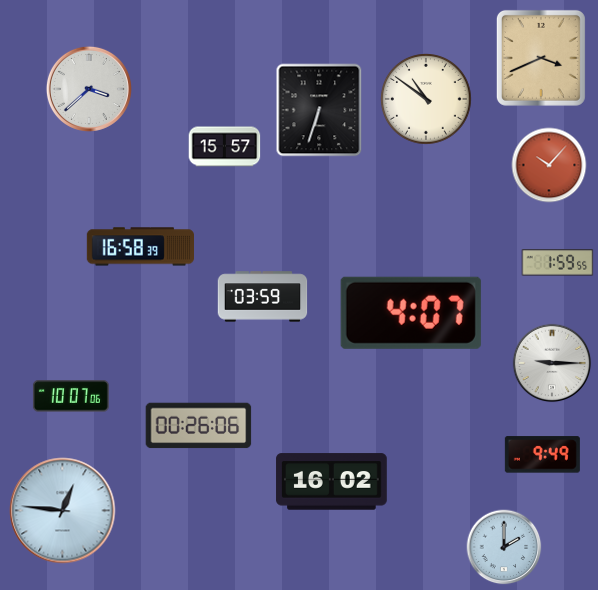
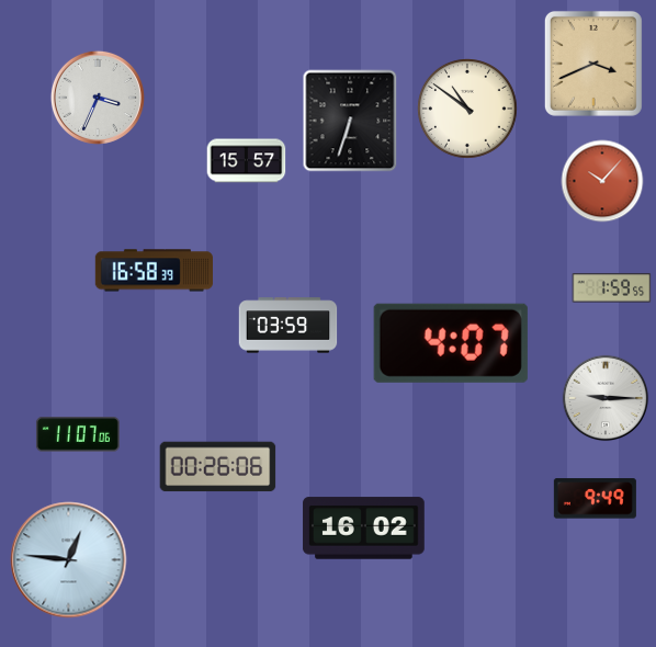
clock at (89, 89): 3:38 -> 3:34
clock at (71, 396): 10:07 -> 11:07
clock at (504, 547): 2:00 -> none
